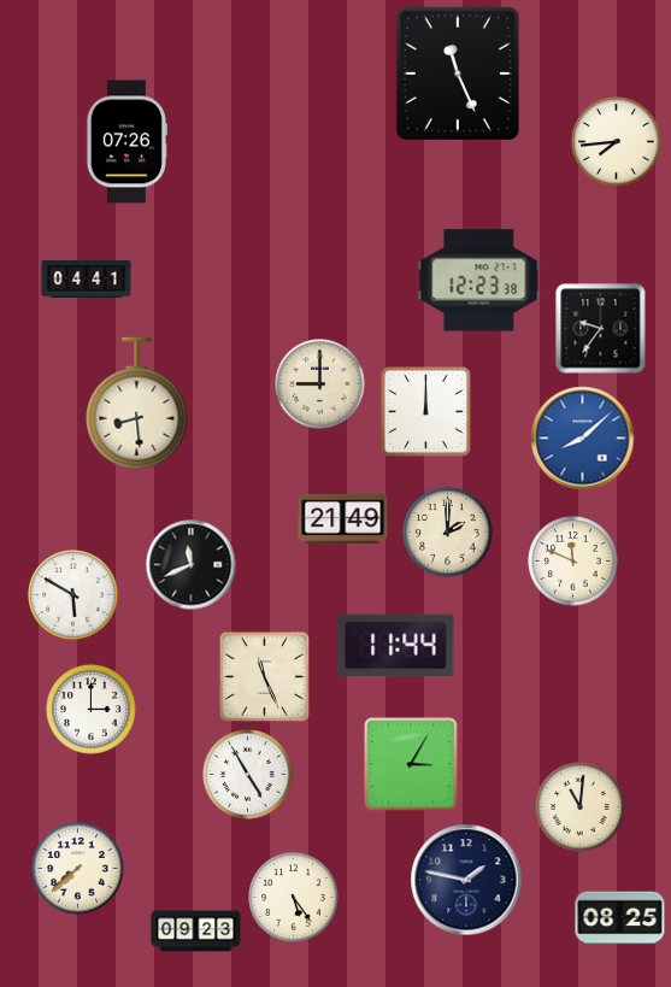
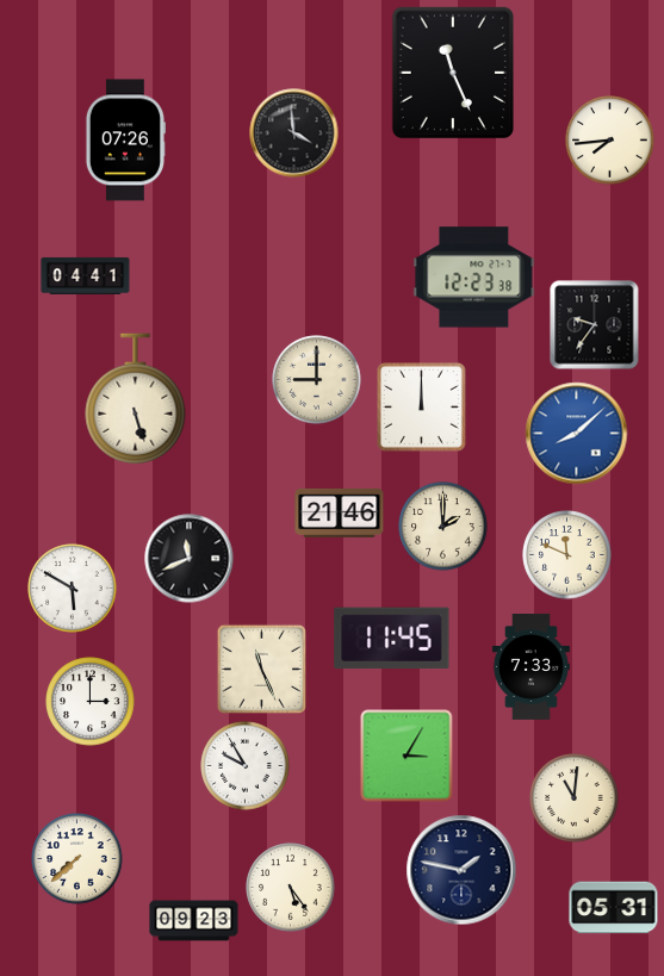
clock at (294, 133): none -> 3:59
clock at (137, 404): 8:29 -> 5:27
clock at (343, 518): 21:49 -> 21:46
clock at (396, 646): 11:44 -> 11:45
clock at (530, 666): none -> 7:33
clock at (248, 775): 4:55 -> 9:55
clock at (620, 918): 08:25 -> 05:31
